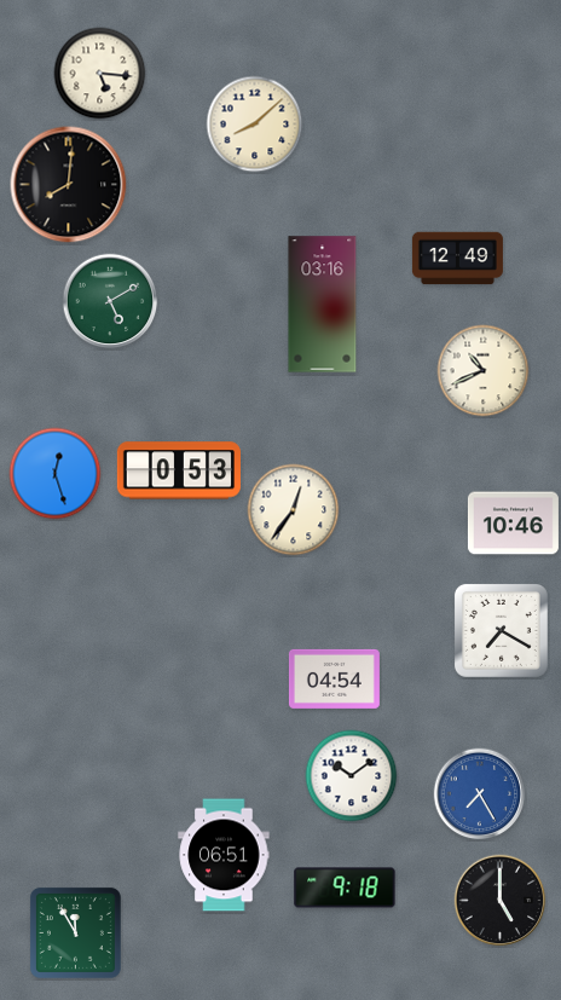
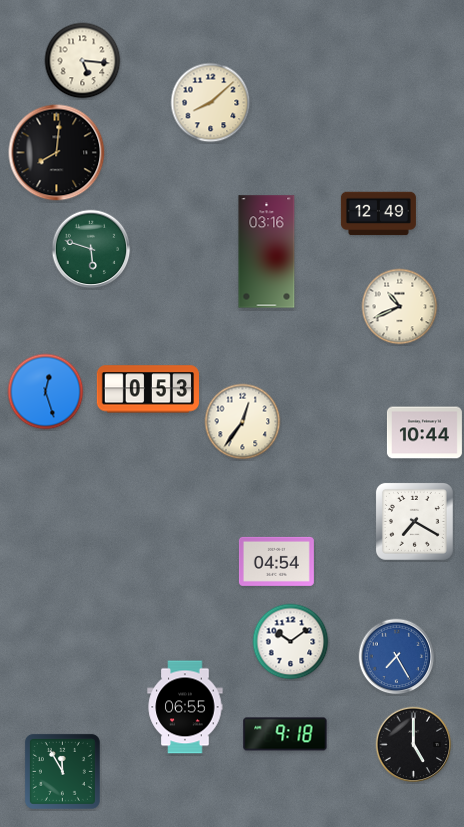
clock at (110, 301): 5:10 -> 5:48
clock at (513, 524): 10:46 -> 10:44
clock at (224, 855): 06:51 -> 06:55
